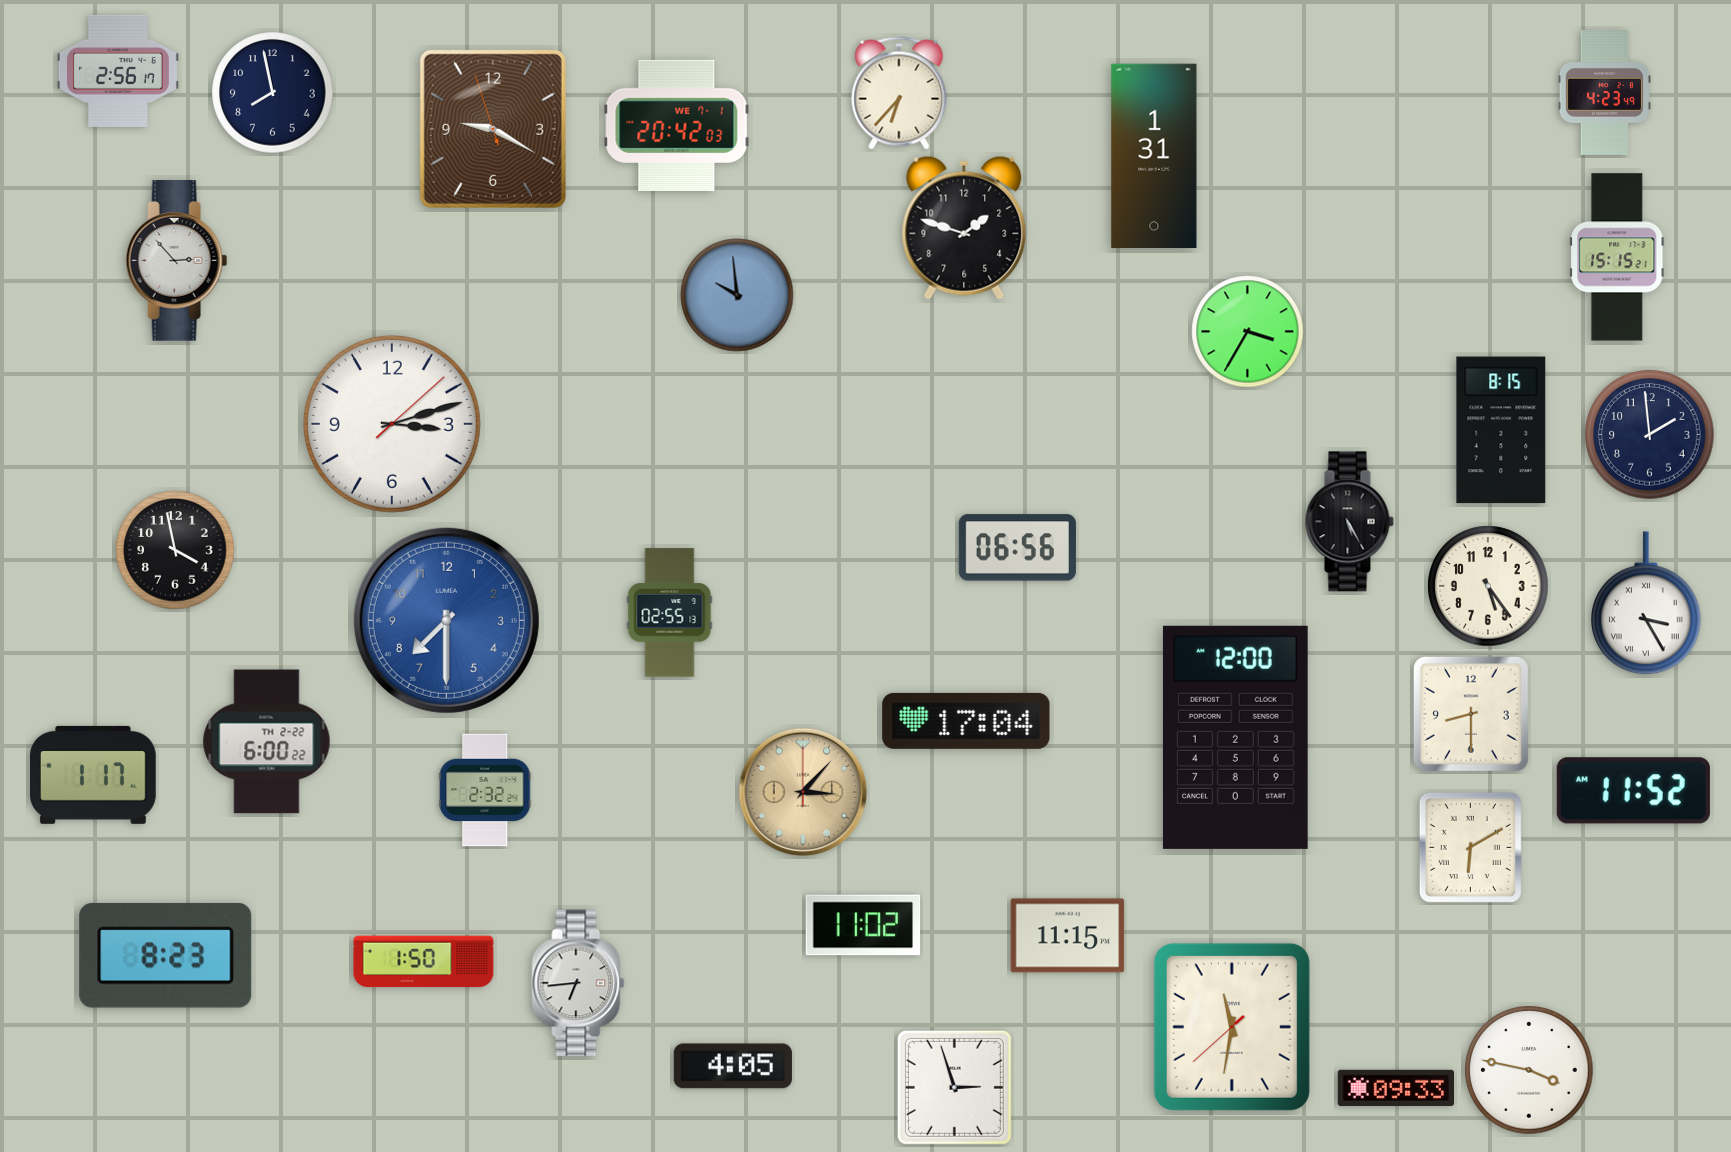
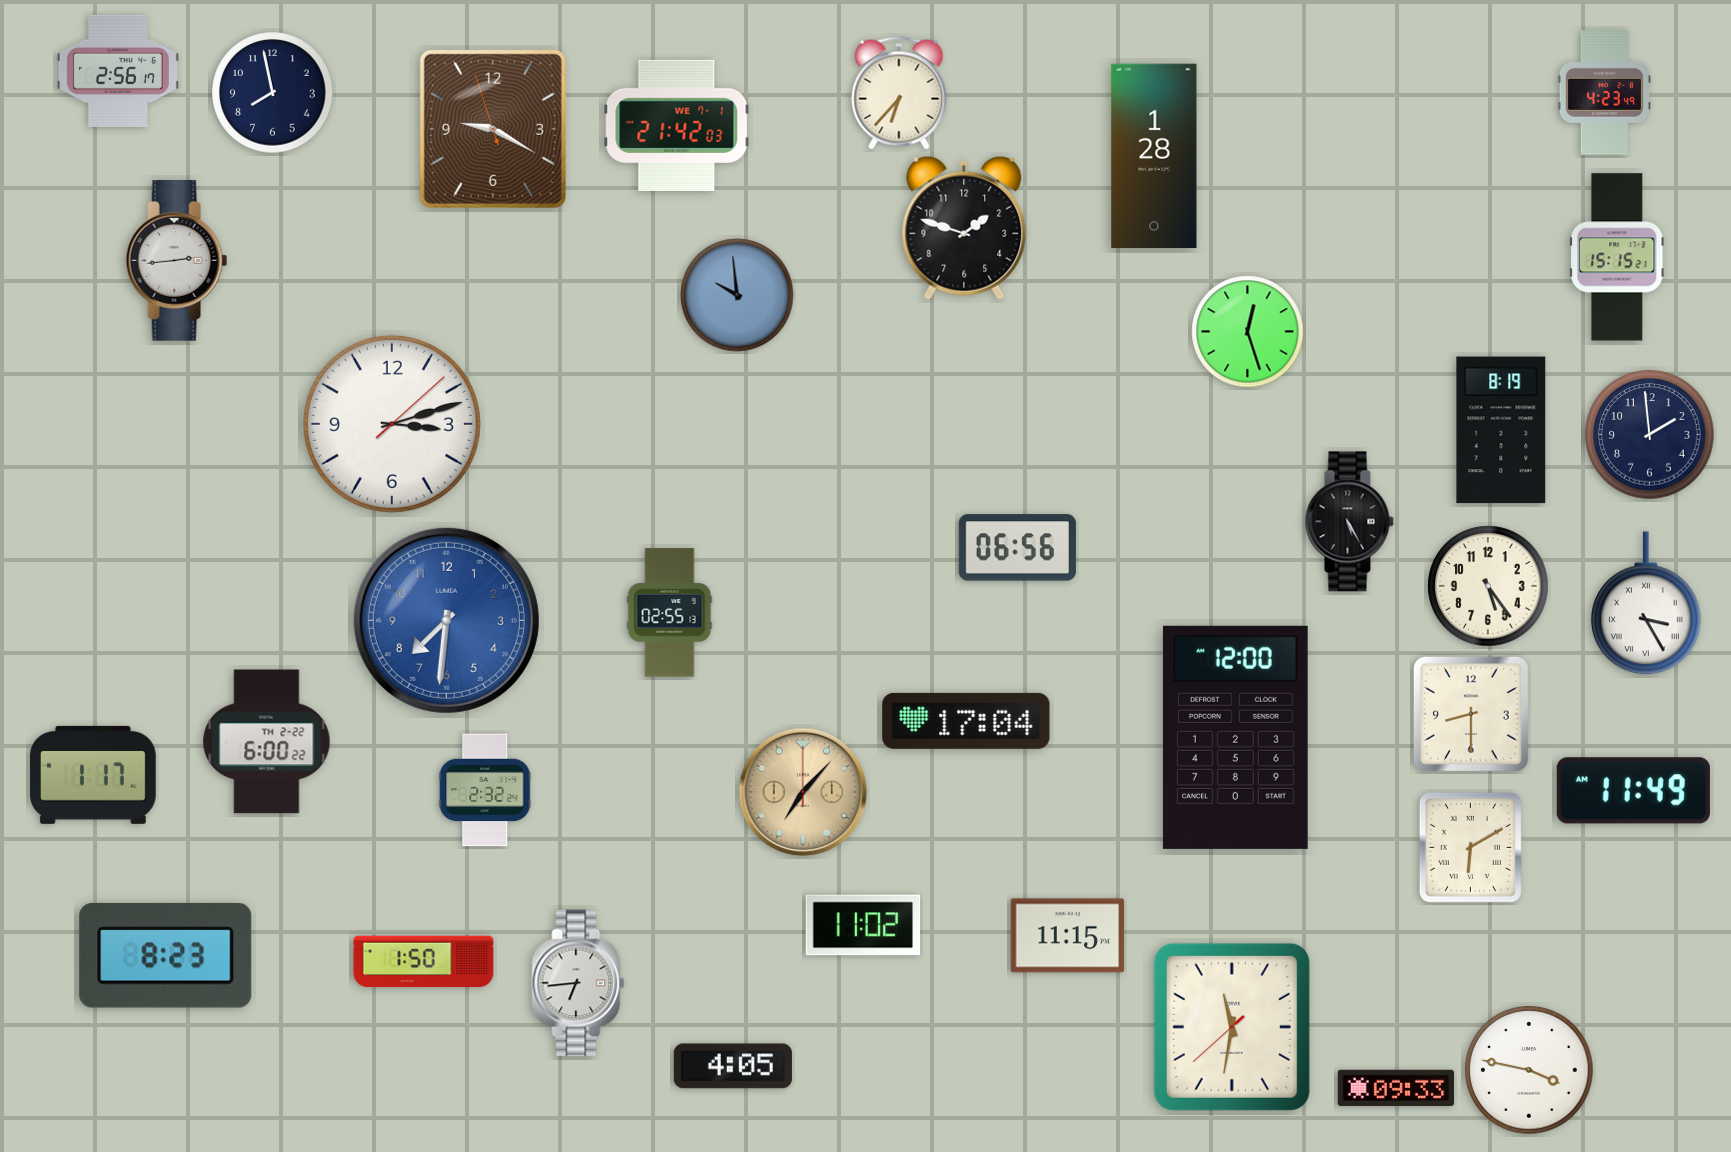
clock at (677, 125): 20:42 -> 21:42
clock at (1154, 156): 1:31 -> 1:28
clock at (177, 261): 2:53 -> 2:44
clock at (1248, 332): 3:35 -> 12:27
clock at (1501, 430): 8:15 -> 8:19
clock at (175, 550): 3:58 -> none
clock at (446, 620): 7:30 -> 7:31
clock at (1633, 791): 11:52 -> 11:49
clock at (803, 792): 3:07 -> 7:07
clock at (954, 1087): 2:57 -> none
